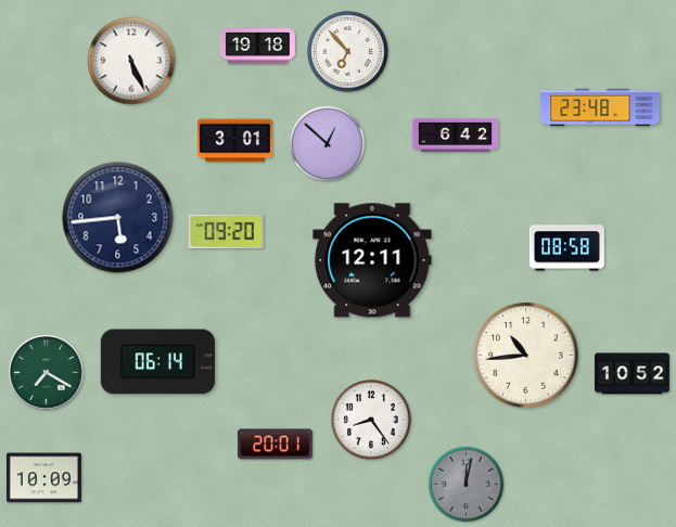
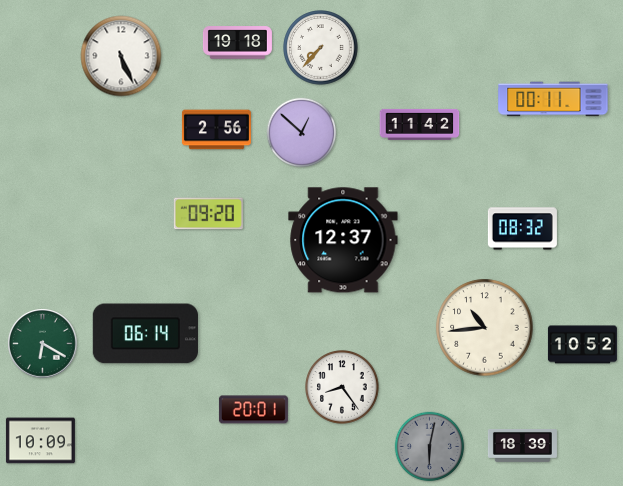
clock at (348, 52): 6:53 -> 7:37
clock at (600, 107): 23:48 -> 00:11
clock at (456, 134): 6:42 -> 11:42
clock at (234, 141): 3:01 -> 2:56
clock at (118, 218): 5:44 -> none
clock at (566, 248): 08:58 -> 08:32
clock at (372, 260): 12:11 -> 12:37
clock at (47, 373): 7:20 -> 6:20
clock at (522, 446): none -> 18:39
clock at (467, 485): 12:02 -> 6:02
